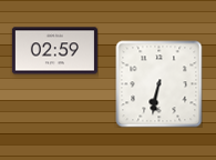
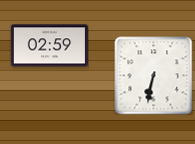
clock at (158, 83) position: (158, 83) -> (153, 75)
